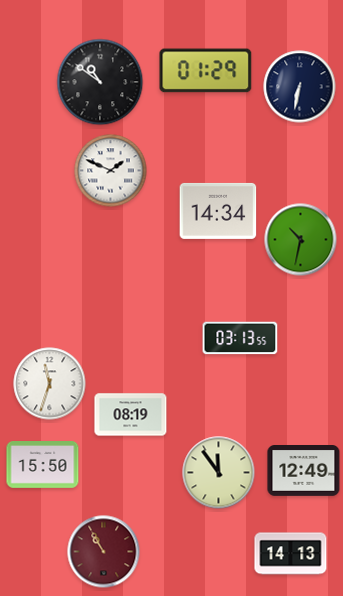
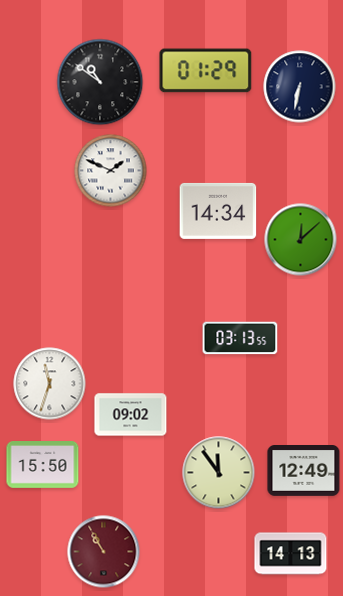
clock at (301, 240): 10:32 -> 12:08
clock at (131, 415): 08:19 -> 09:02
